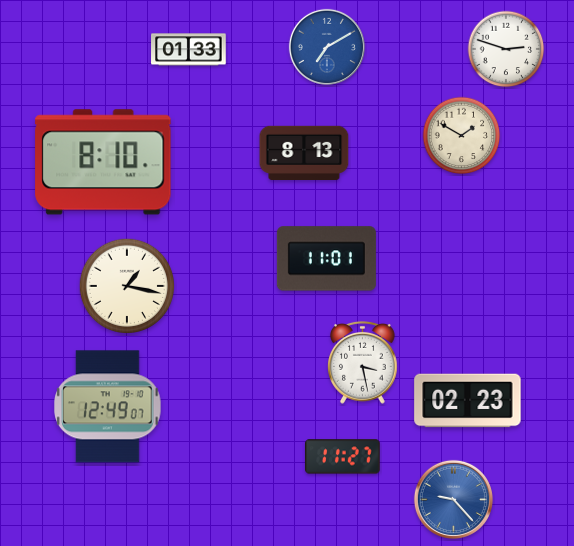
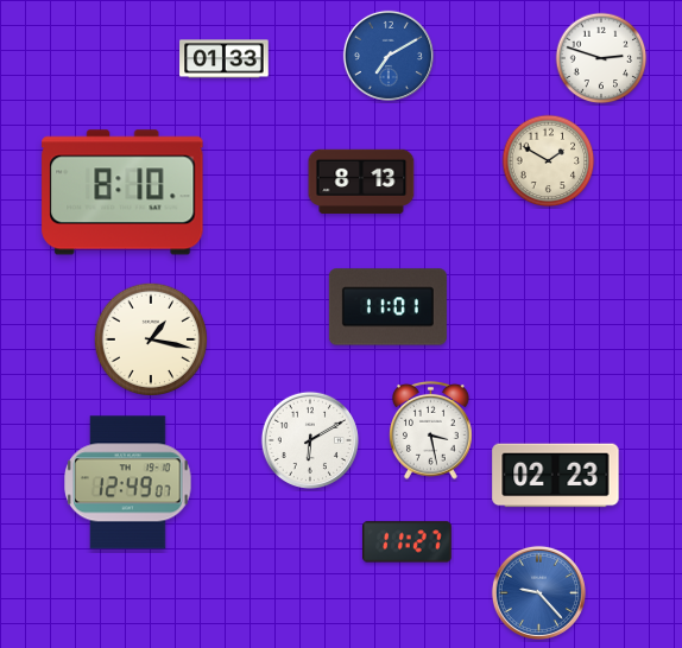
clock at (309, 439): none -> 6:10
